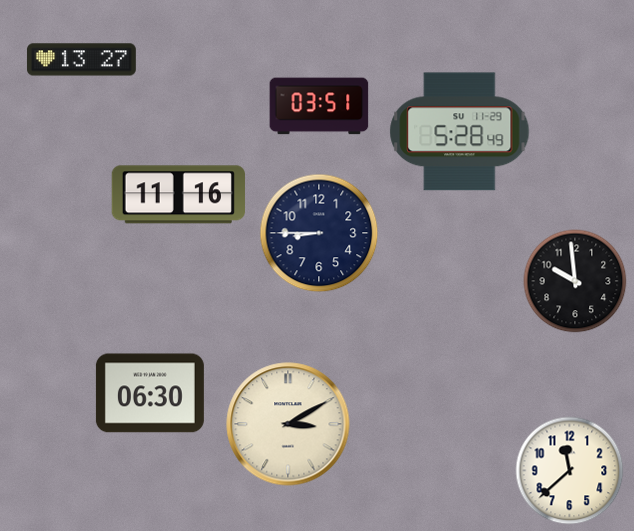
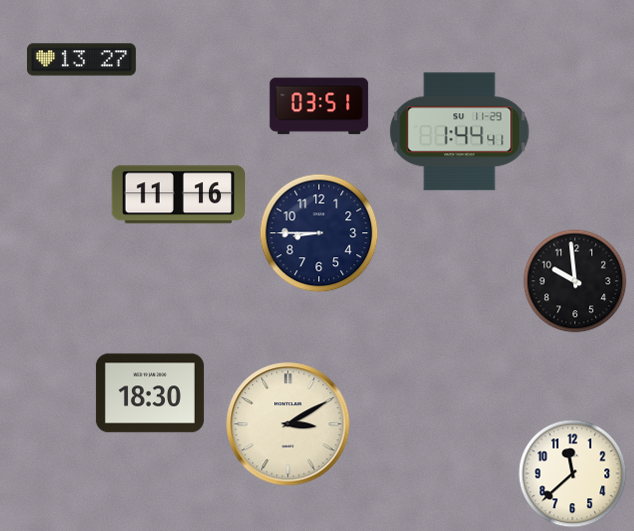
clock at (460, 132): 5:28 -> 1:44
clock at (150, 393): 06:30 -> 18:30
clock at (570, 471) position: (570, 471) -> (573, 474)
